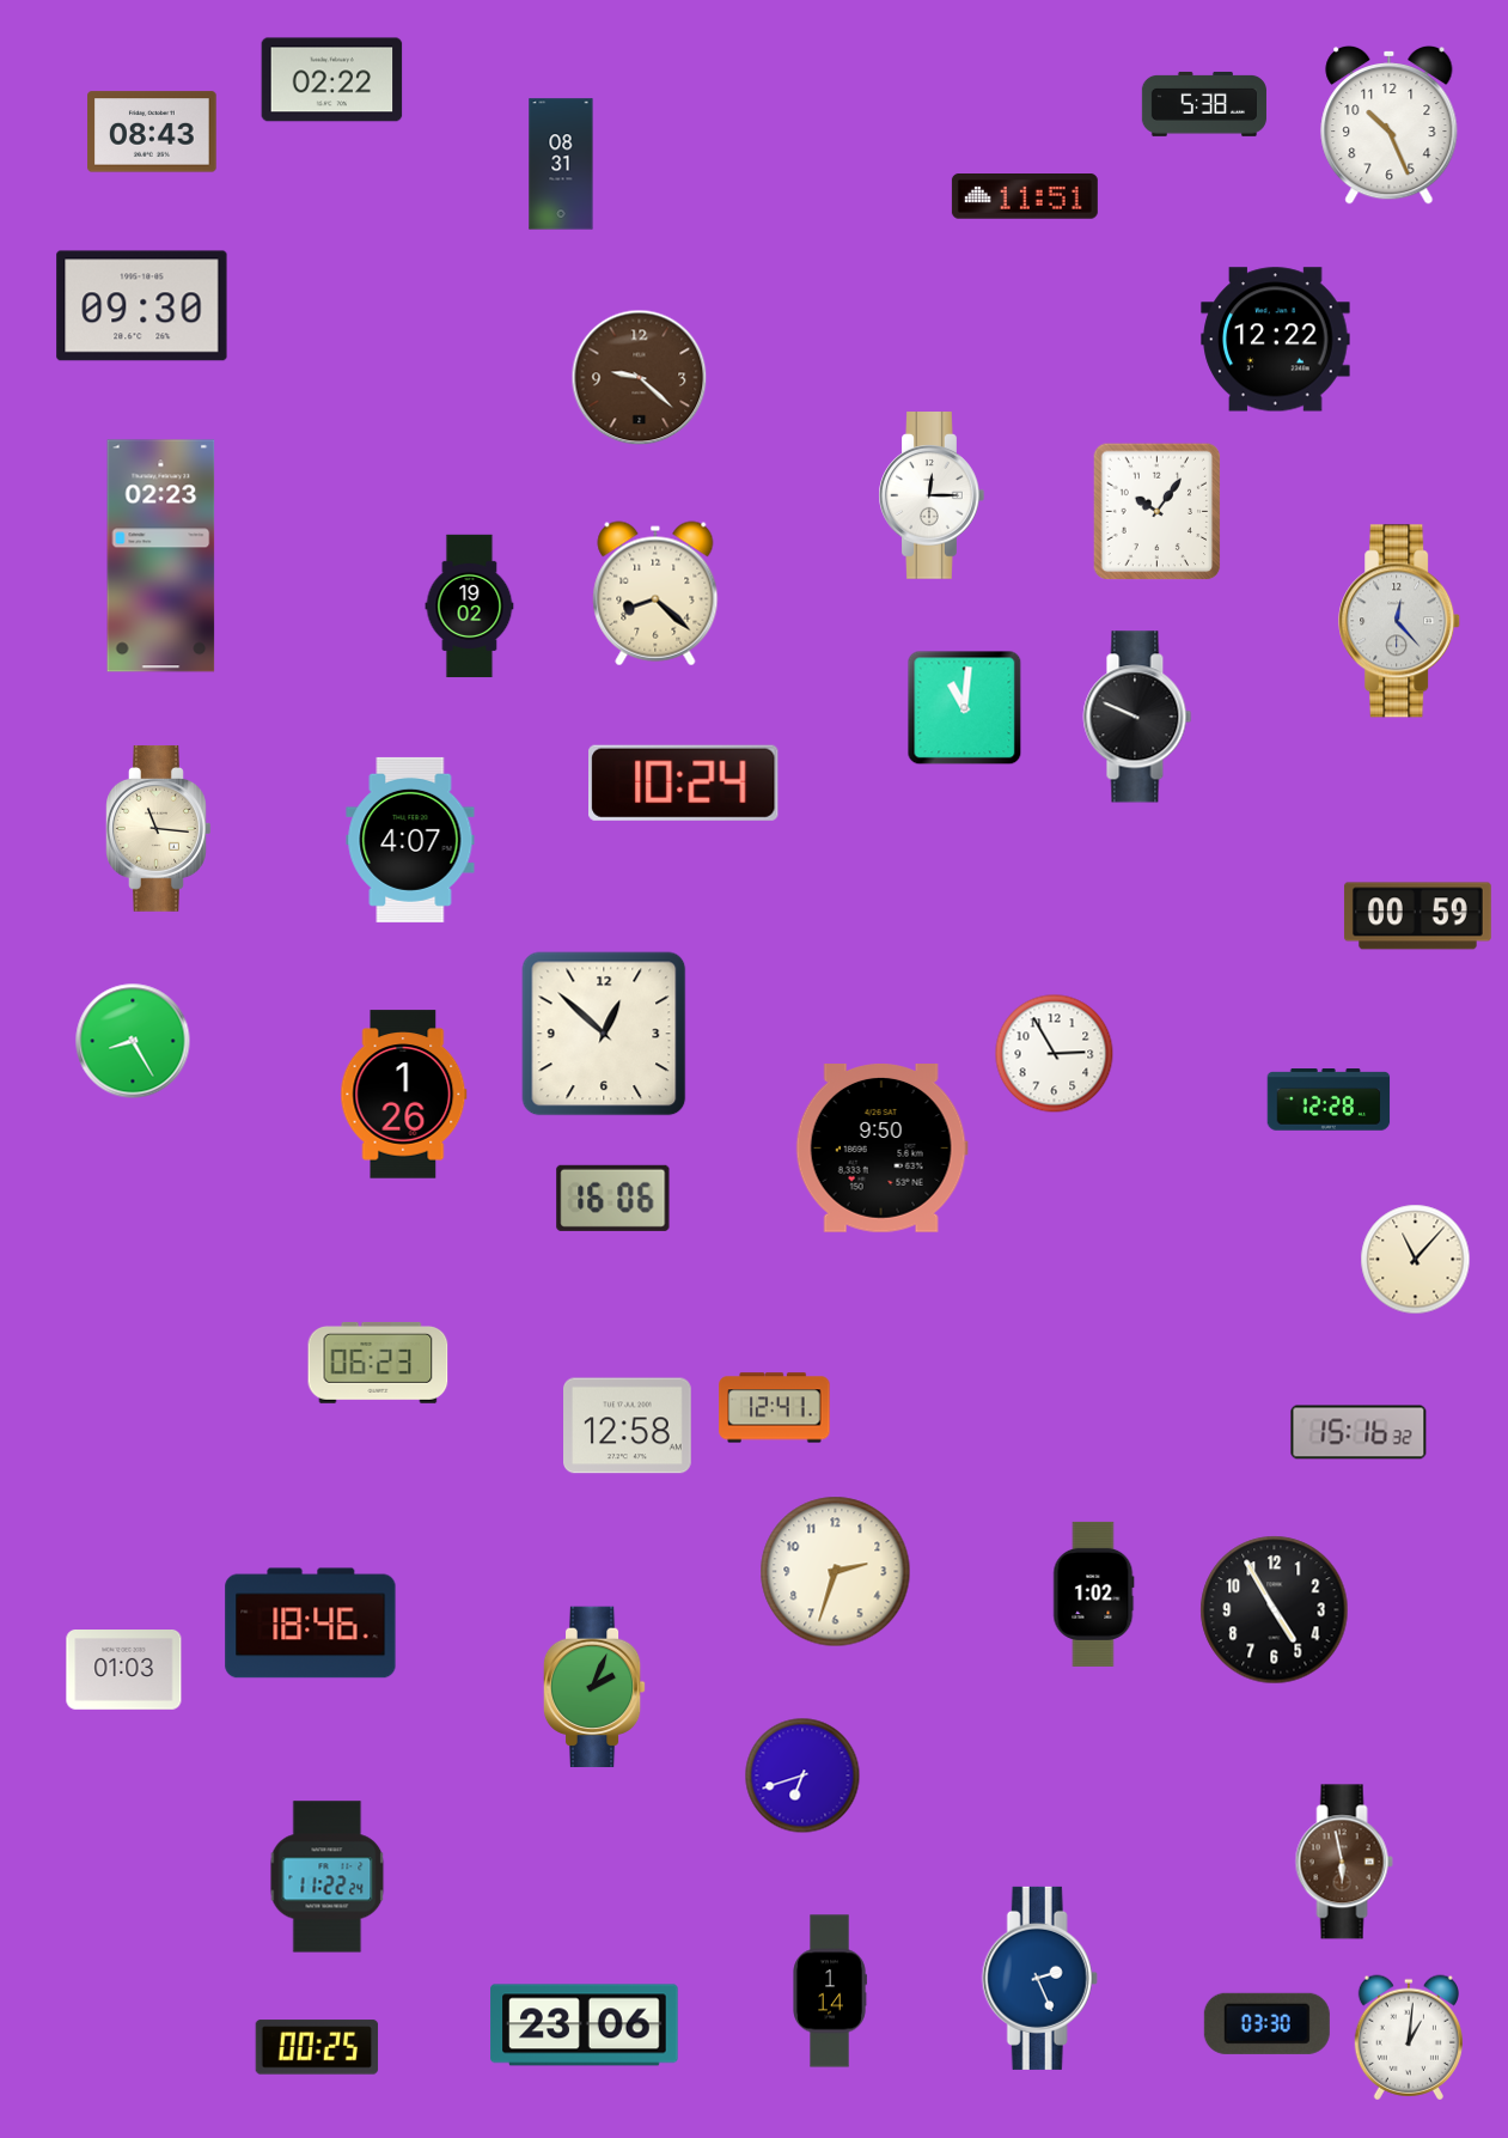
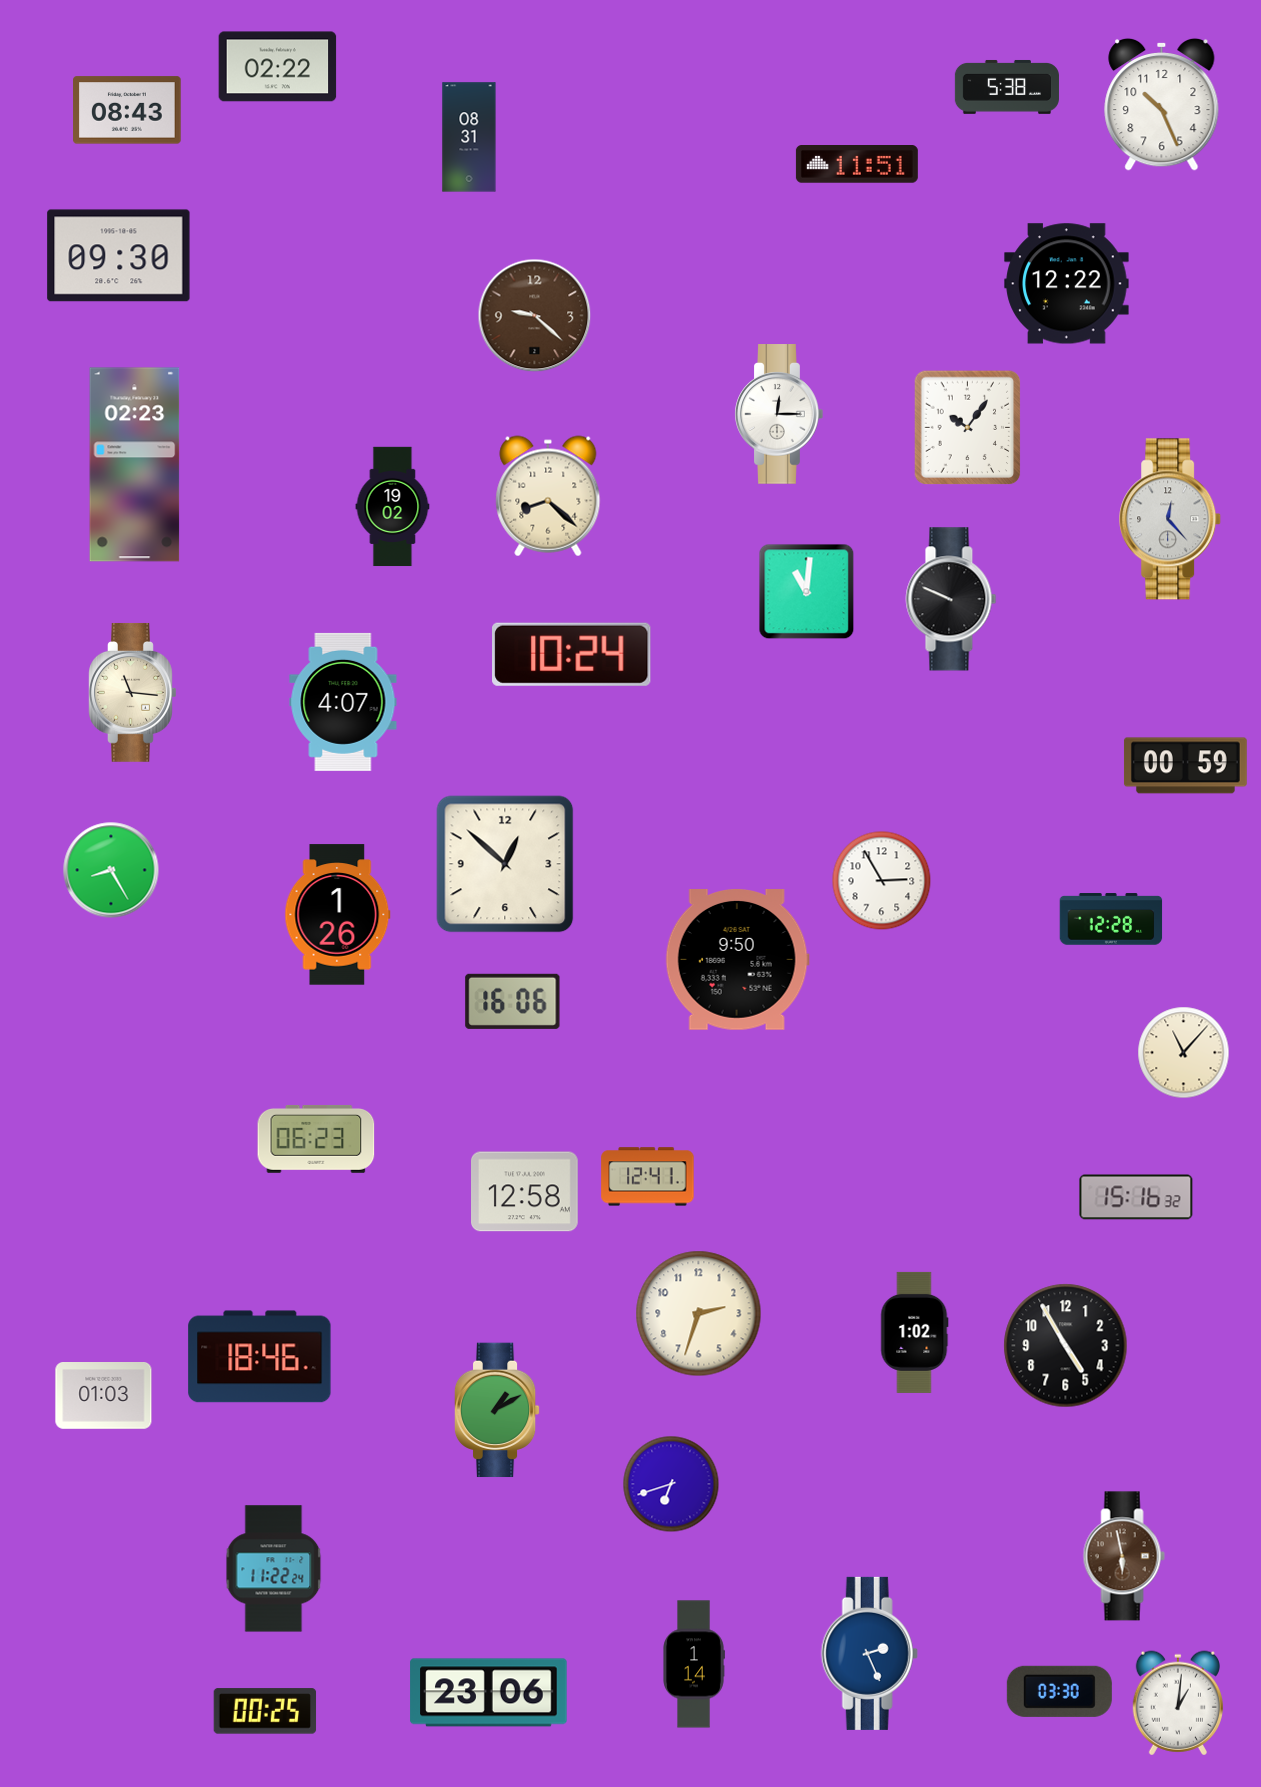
clock at (594, 1687): 2:04 -> 1:10
